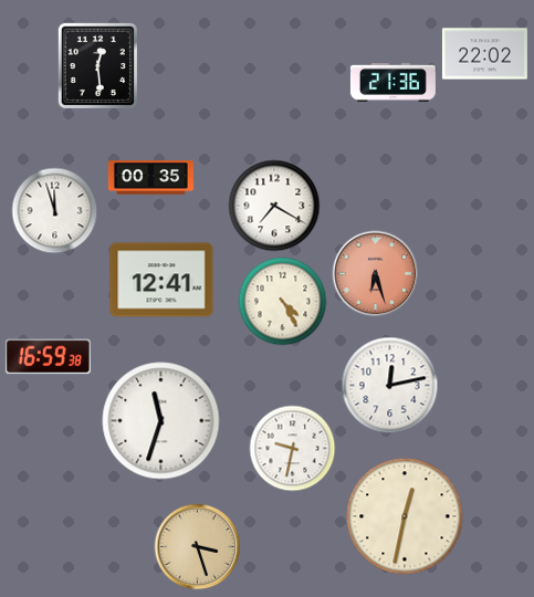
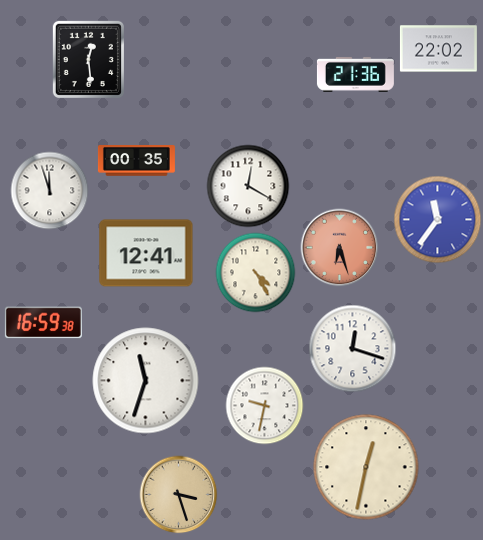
clock at (274, 206): 7:20 -> 12:20
clock at (437, 219): none -> 11:36
clock at (389, 385): 12:13 -> 12:18
